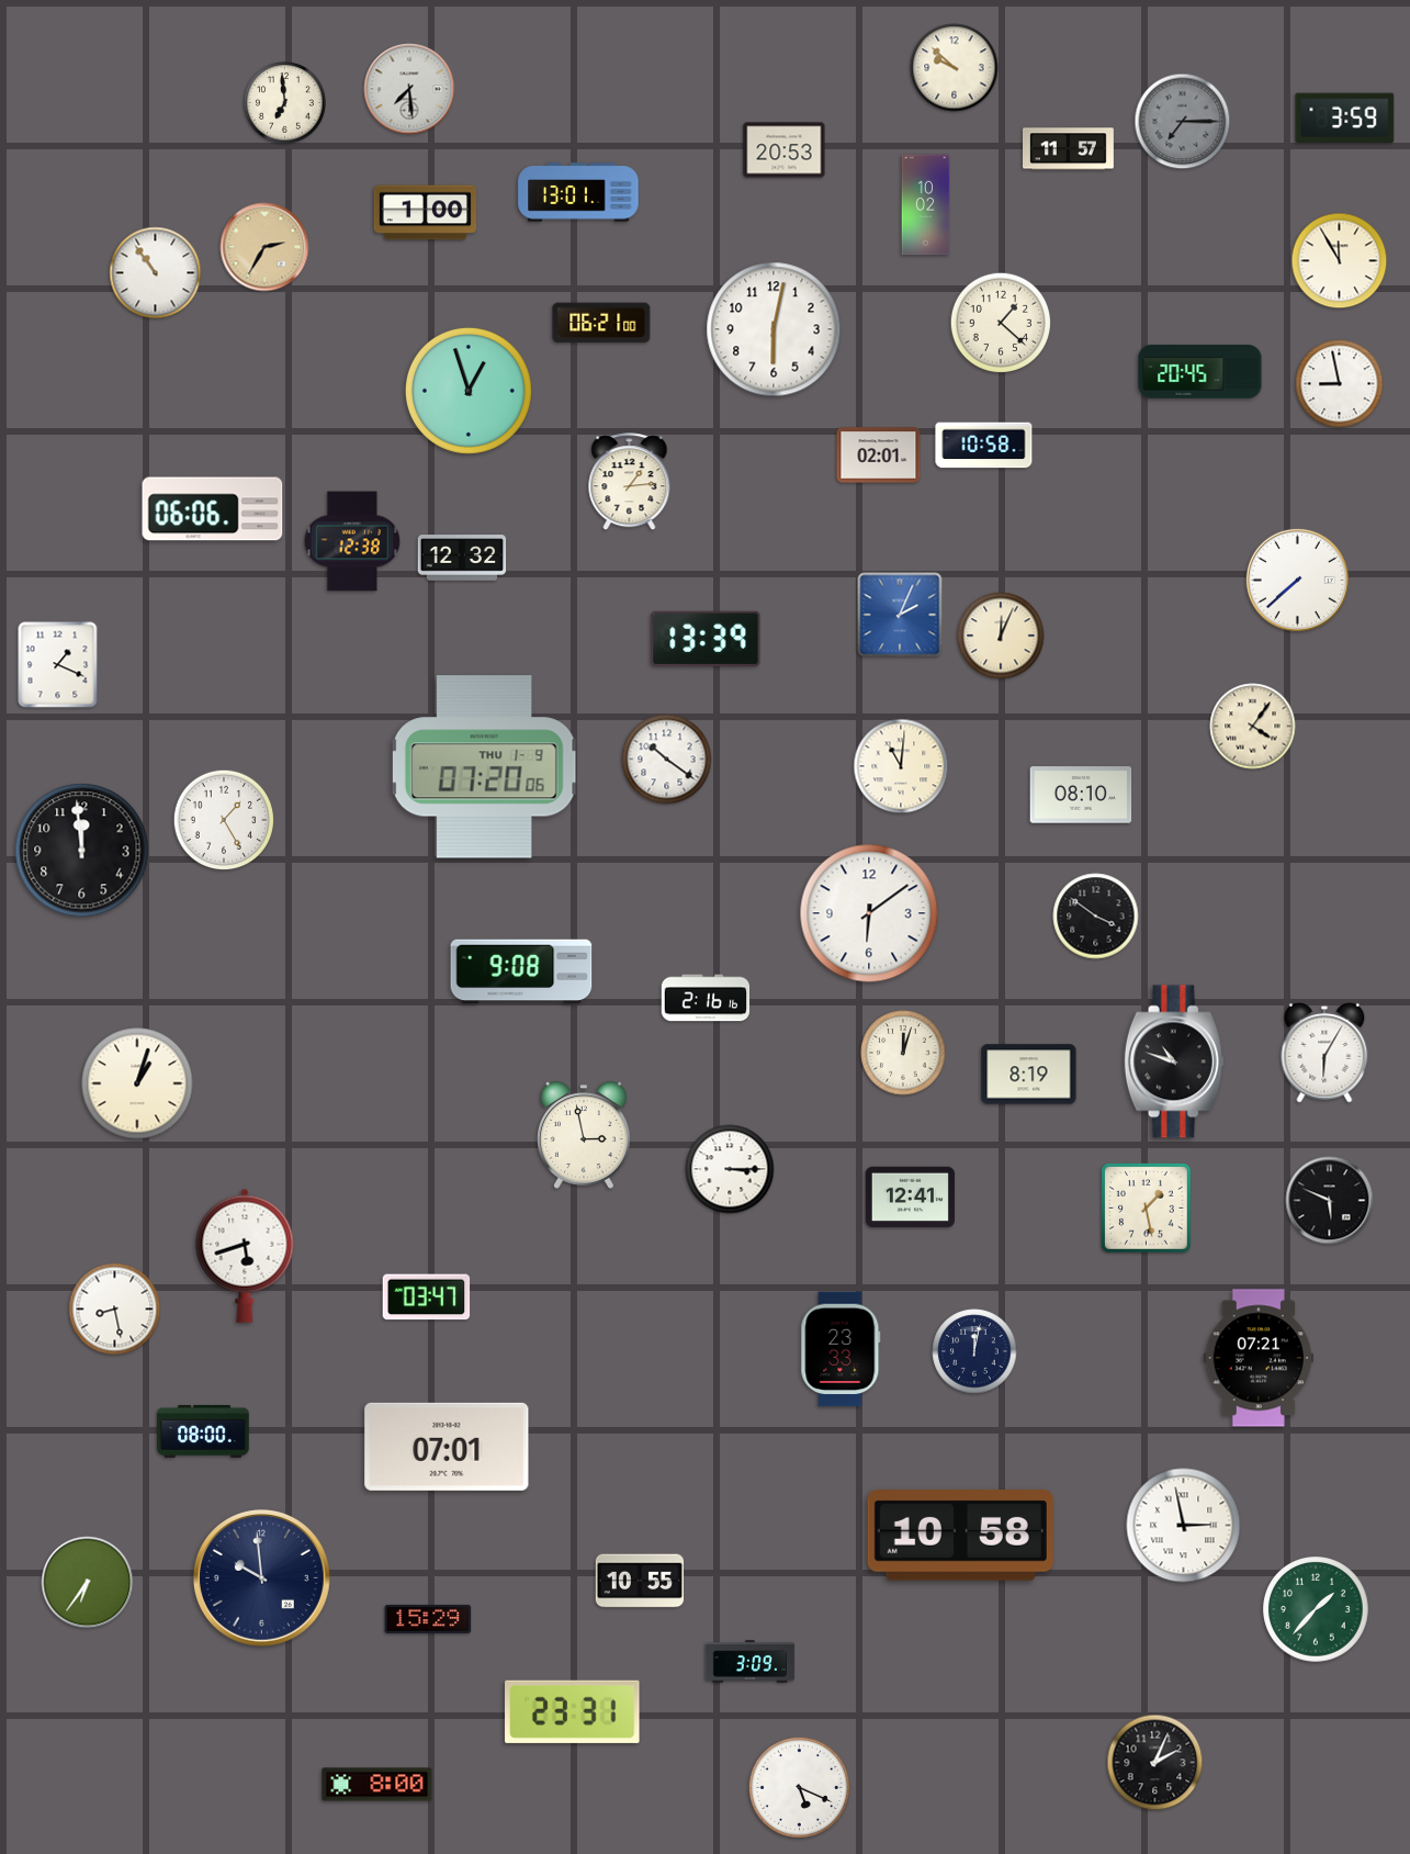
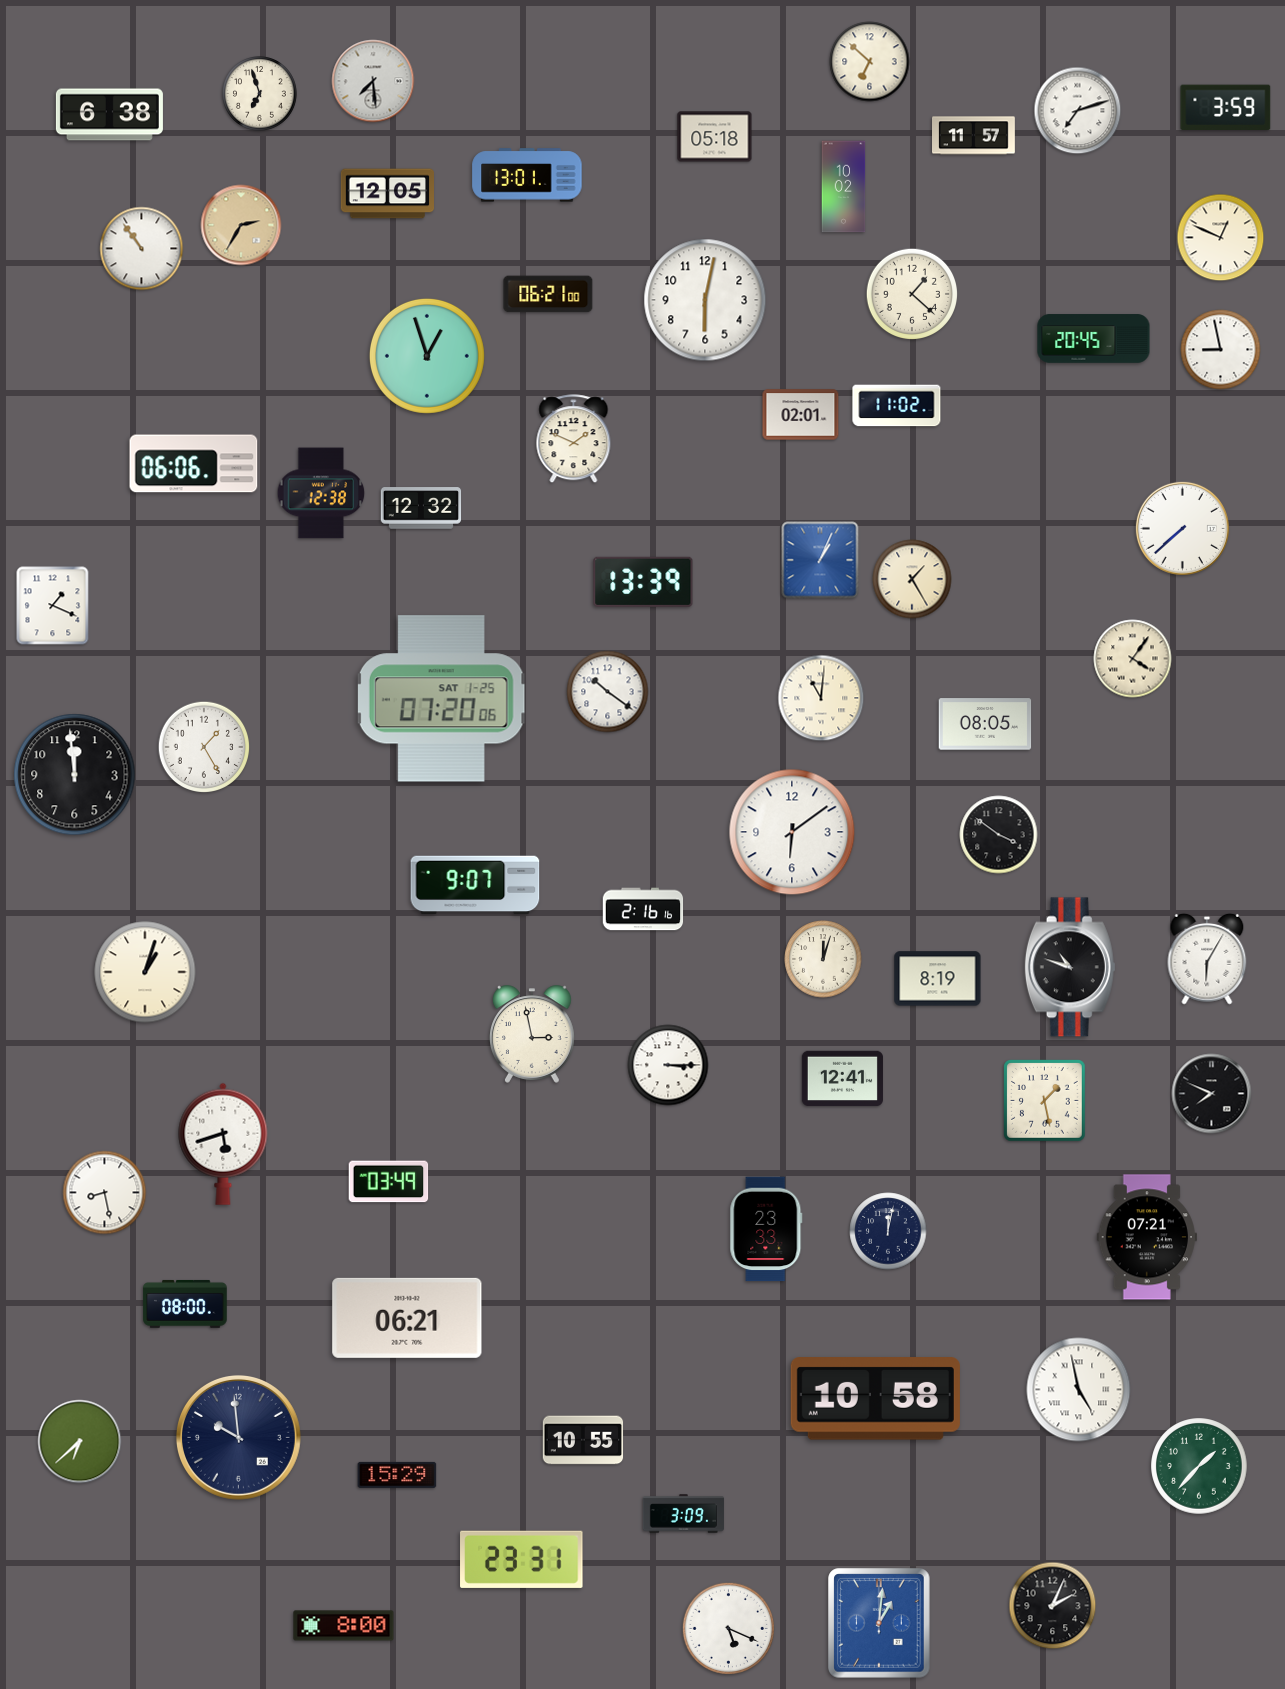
clock at (955, 68): 9:52 -> 6:52
clock at (285, 103): 6:59 -> 6:57
clock at (1183, 122): 7:15 -> 7:12
clock at (1183, 122) dial: grey -> white
clock at (109, 115): none -> 6:38
clock at (785, 150): 20:53 -> 05:18
clock at (426, 213): 1:00 -> 12:05
clock at (1340, 261): 11:55 -> 12:49
clock at (984, 446): 10:58 -> 11:02
clock at (630, 482): 1:14 -> 1:49
clock at (900, 615): 2:04 -> 1:04
clock at (1001, 636): 12:04 -> 1:25
clock at (1253, 727) position: (1253, 727) -> (1133, 659)
clock at (484, 767) date: THU 1-9 -> SAT 1-25
clock at (1081, 795): 08:10 -> 08:05
clock at (521, 971): 9:08 -> 9:07
clock at (137, 1083) position: (137, 1083) -> (145, 972)
clock at (730, 1169) position: (730, 1169) -> (668, 1065)
clock at (910, 1198) position: (910, 1198) -> (842, 1079)
clock at (1330, 1201): 5:49 -> 7:49
clock at (427, 1297): 03:47 -> 03:49
clock at (447, 1447): 07:01 -> 06:21
clock at (1184, 1526): 2:58 -> 4:58
clock at (88, 1583): 6:36 -> 6:38
clock at (428, 1619) position: (428, 1619) -> (397, 1475)
clock at (879, 1623): none -> 1:01
